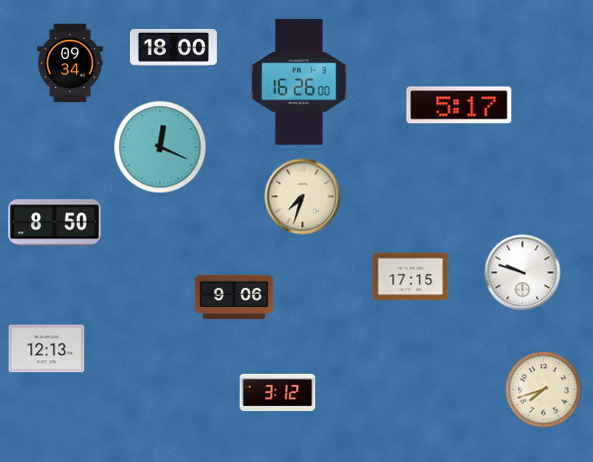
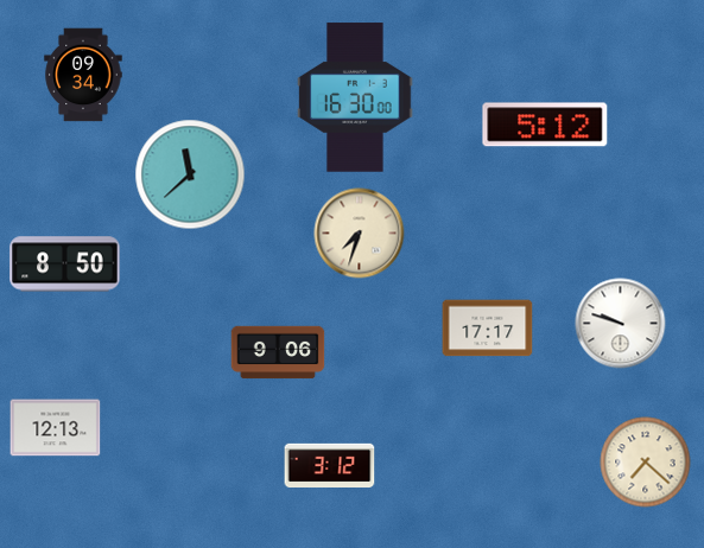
clock at (173, 47): 18:00 -> none
clock at (299, 82): 16:26 -> 16:30
clock at (459, 105): 5:17 -> 5:12
clock at (160, 147): 12:19 -> 11:38
clock at (411, 277): 17:15 -> 17:17
clock at (47, 349) position: (47, 349) -> (56, 428)
clock at (544, 390): 7:42 -> 7:22
